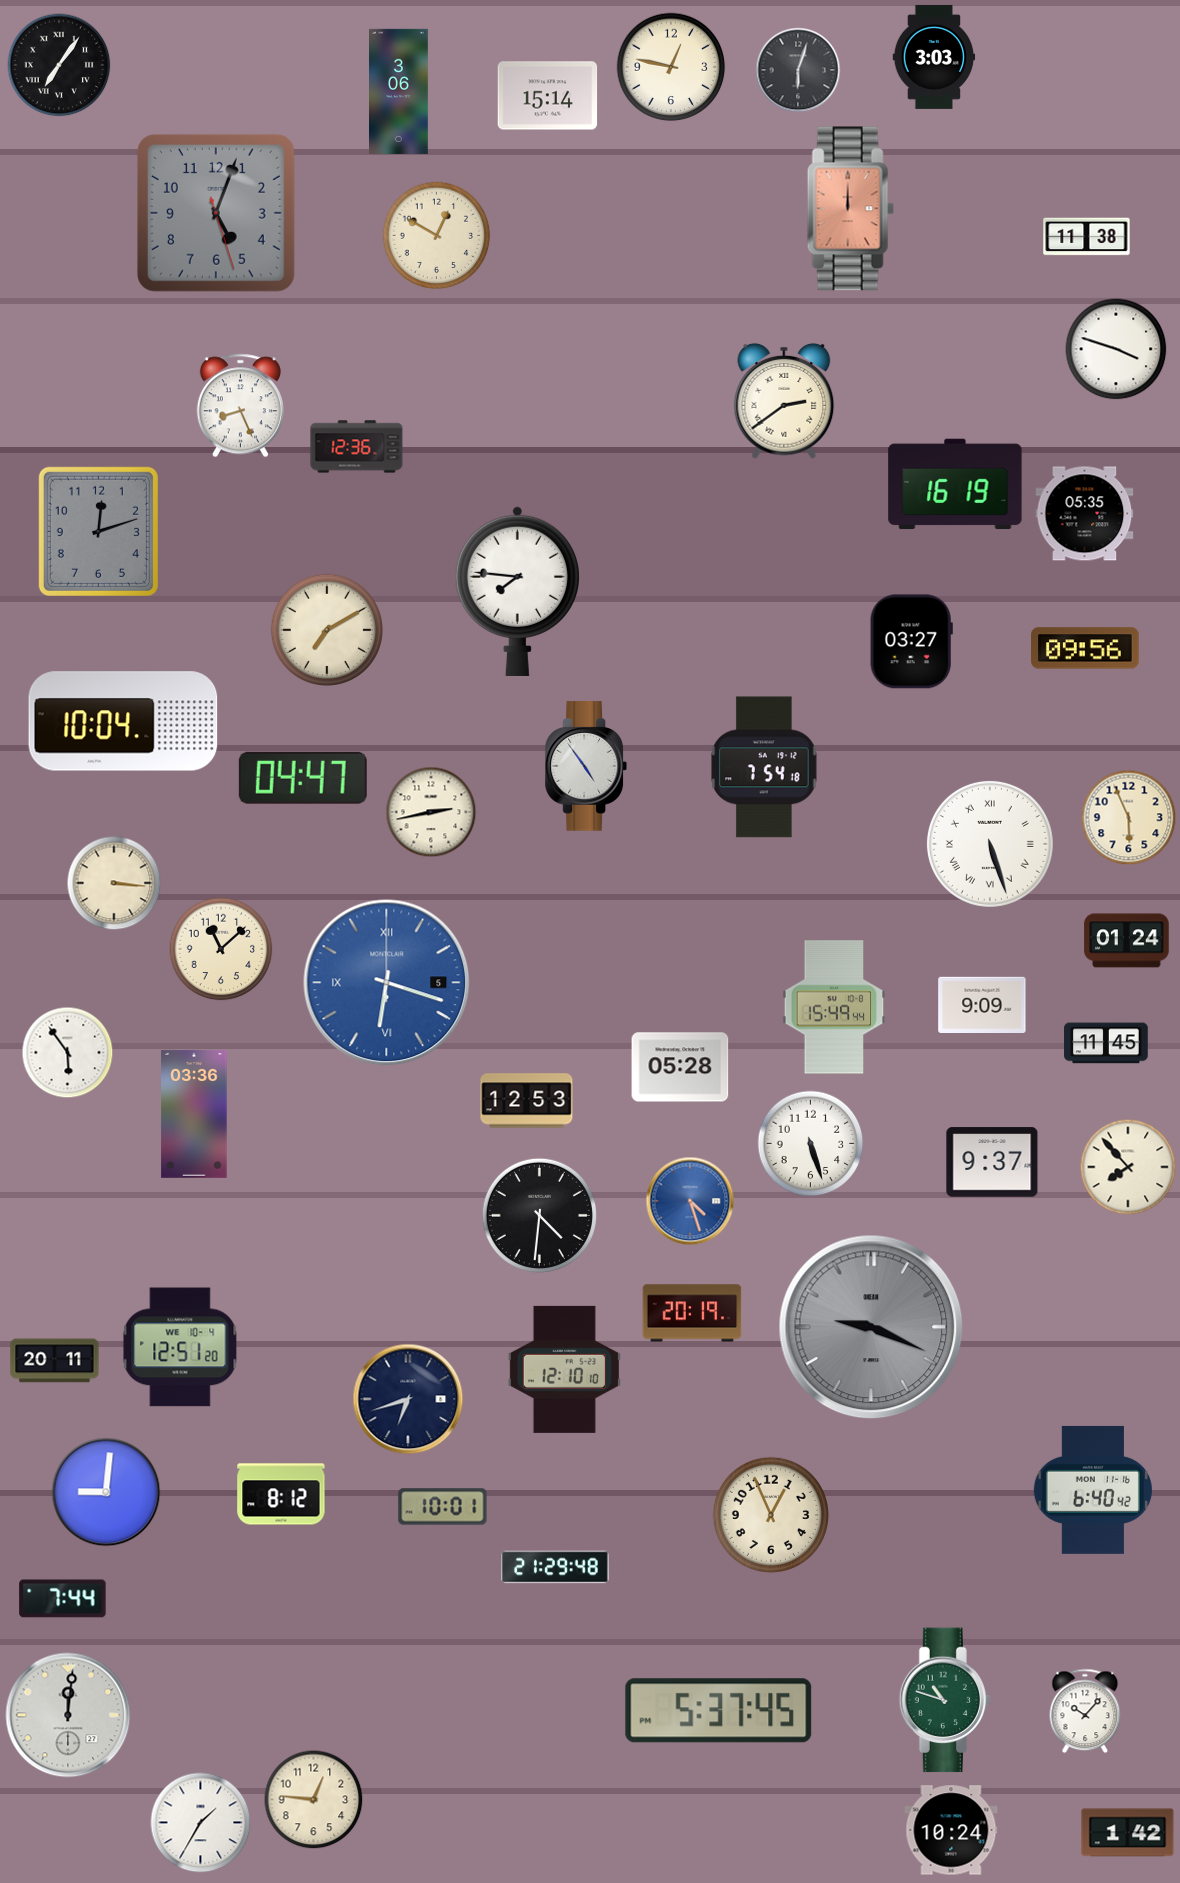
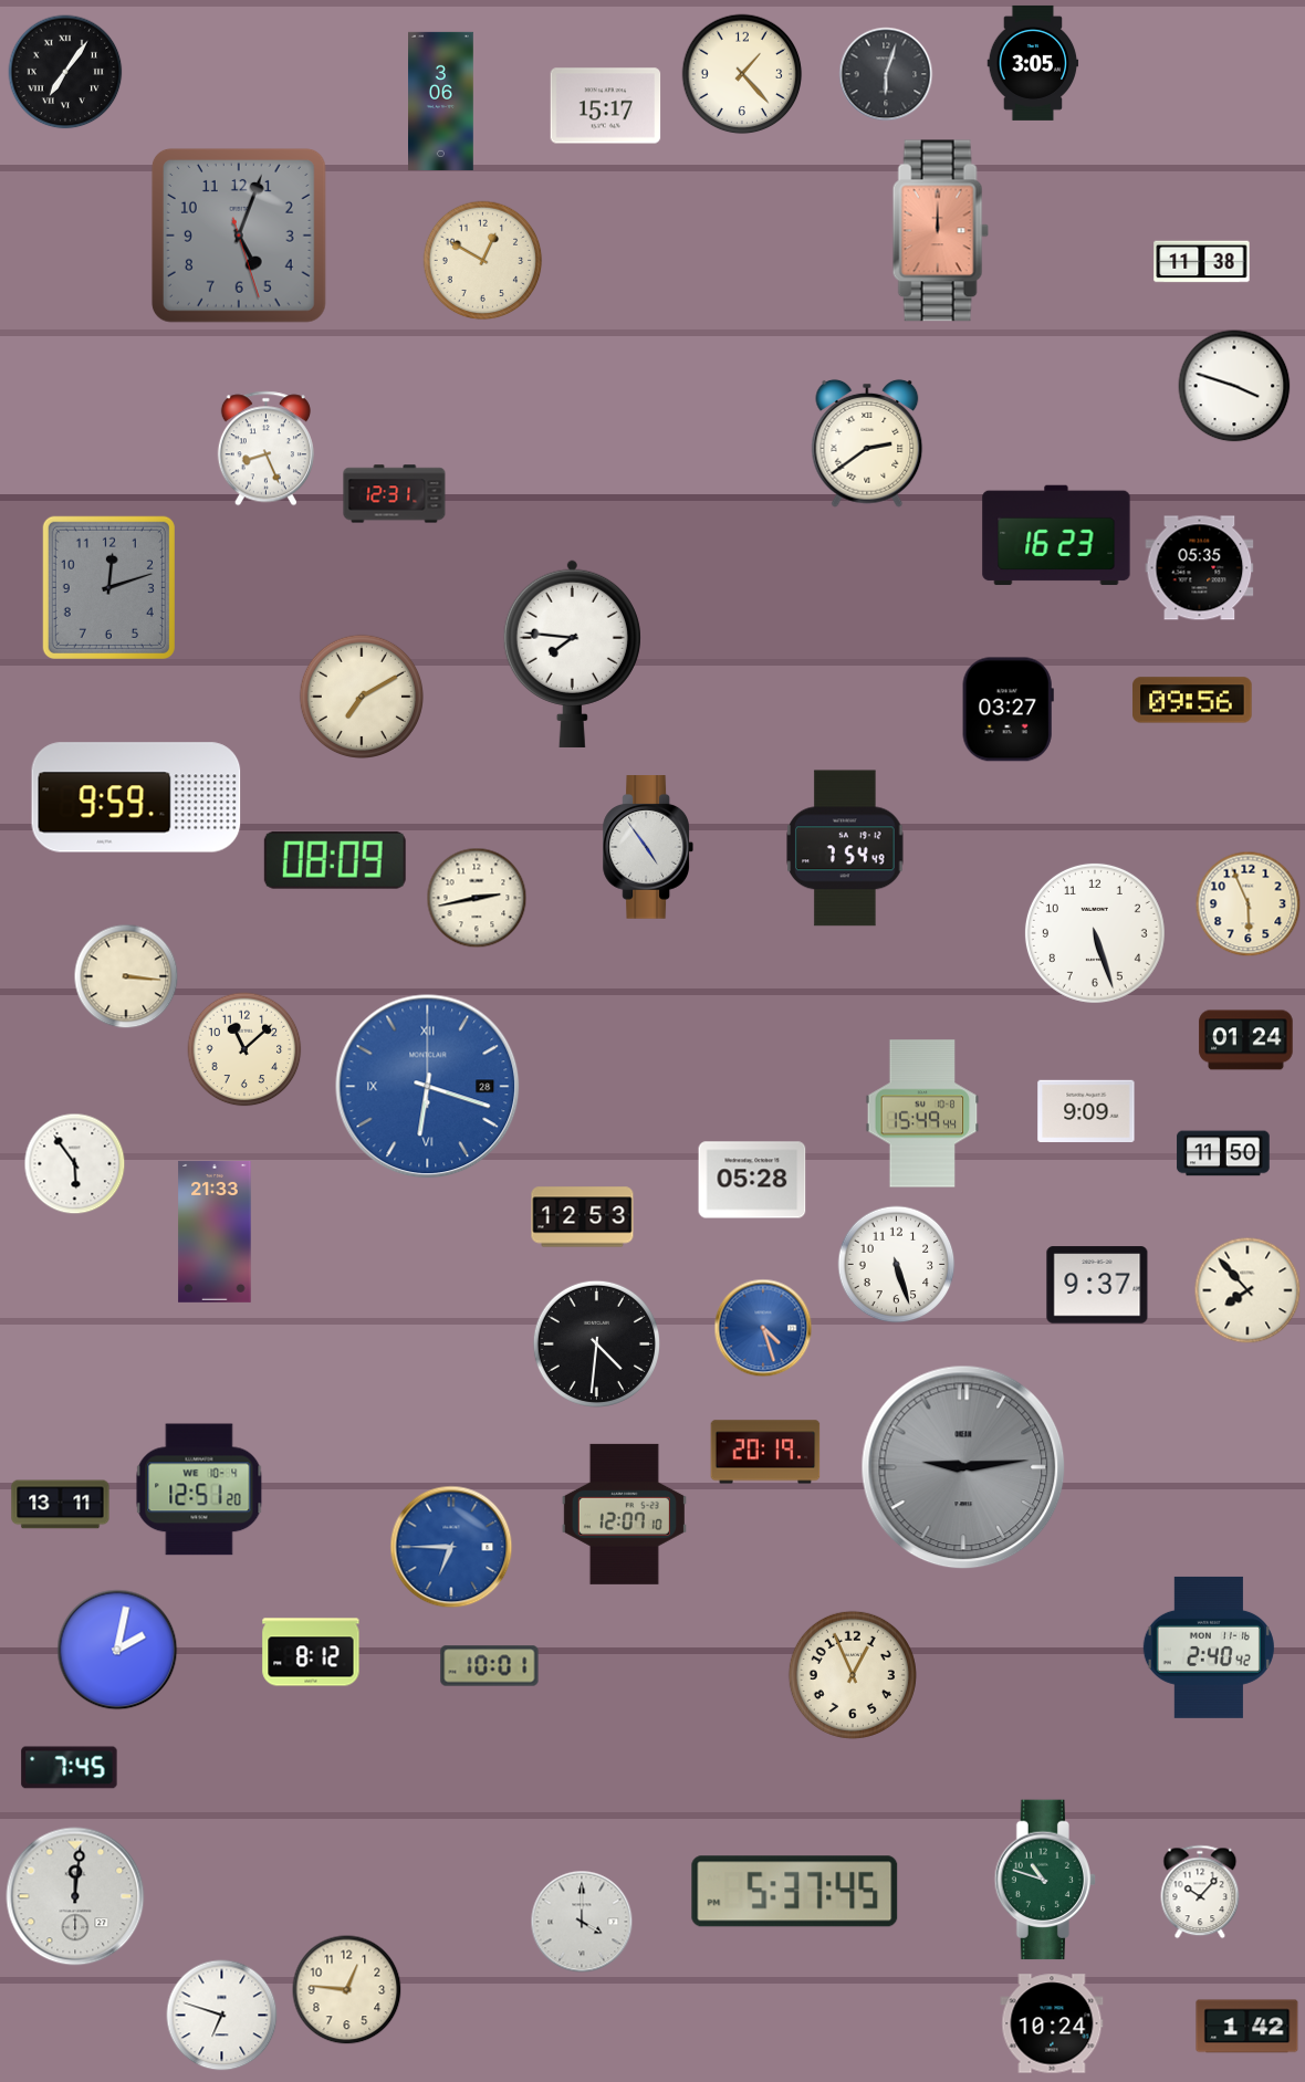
clock at (934, 57): 3:03 -> 3:05
clock at (671, 67): 12:47 -> 1:23
clock at (798, 70) position: (798, 70) -> (886, 74)
clock at (548, 96): 15:14 -> 15:17
clock at (357, 447): 12:36 -> 12:31
clock at (955, 484): 16:19 -> 16:23
clock at (1085, 648) position: (1085, 648) -> (1192, 700)
clock at (123, 721): 10:04 -> 9:59
clock at (764, 767): 7:54:18 -> 7:54:49
clock at (303, 778): 04:47 -> 08:09
clock at (990, 844) numerals: Roman -> Arabic
clock at (387, 983) date: 5 -> 28
clock at (1106, 1043): 11:45 -> 11:50
clock at (194, 1114): 03:36 -> 21:33
clock at (871, 1327): 9:19 -> 9:14
clock at (55, 1361): 20:11 -> 13:11
clock at (564, 1369): 12:10 -> 12:07
clock at (408, 1399): 6:42 -> 6:45
clock at (408, 1399) dial: navy -> blue
clock at (1093, 1490): 6:40 -> 2:40
clock at (106, 1492): 9:01 -> 2:02
clock at (555, 1567): 21:29 -> none
clock at (63, 1599): 7:44 -> 7:45
clock at (582, 1922): none -> 4:00
clock at (201, 1823): 1:35 -> 6:48
